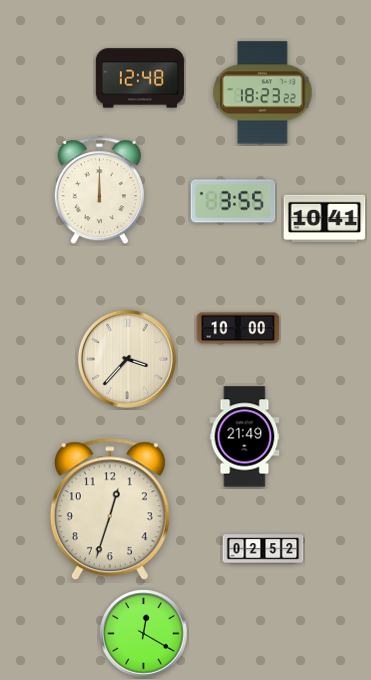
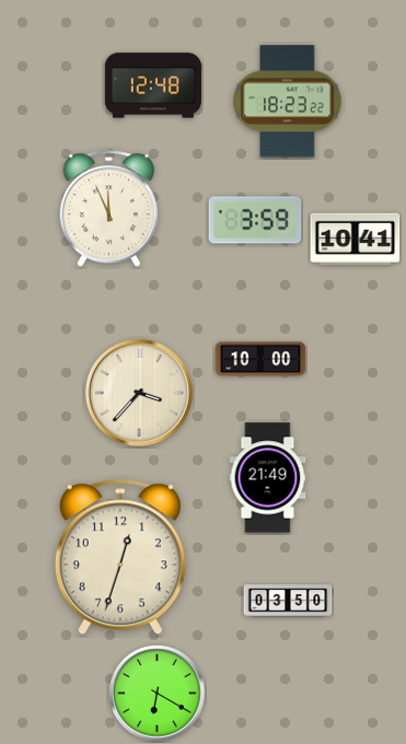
clock at (99, 191): 12:00 -> 11:56
clock at (233, 201): 3:55 -> 3:59
clock at (263, 549): 02:52 -> 03:50
clock at (144, 634): 12:20 -> 6:20
